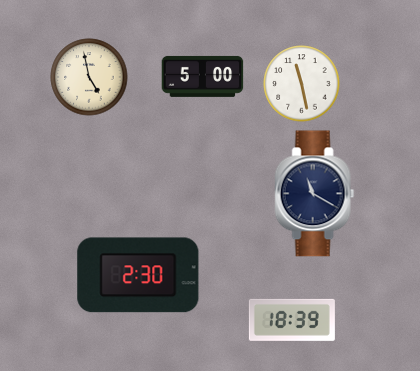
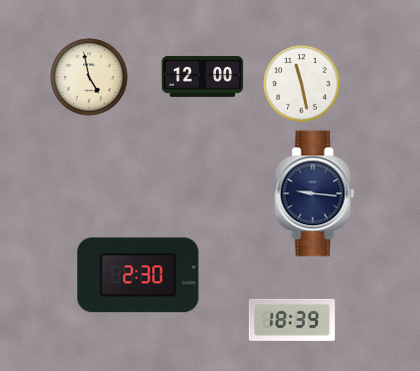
clock at (203, 76): 5:00 -> 12:00
clock at (315, 194): 11:20 -> 9:16
